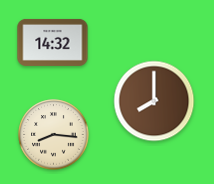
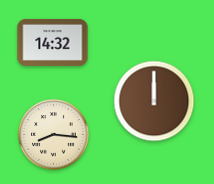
clock at (154, 101): 8:00 -> 12:00
